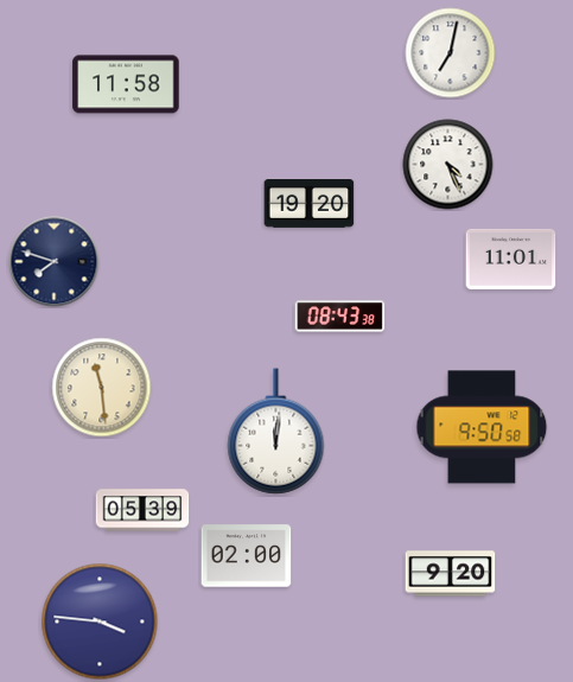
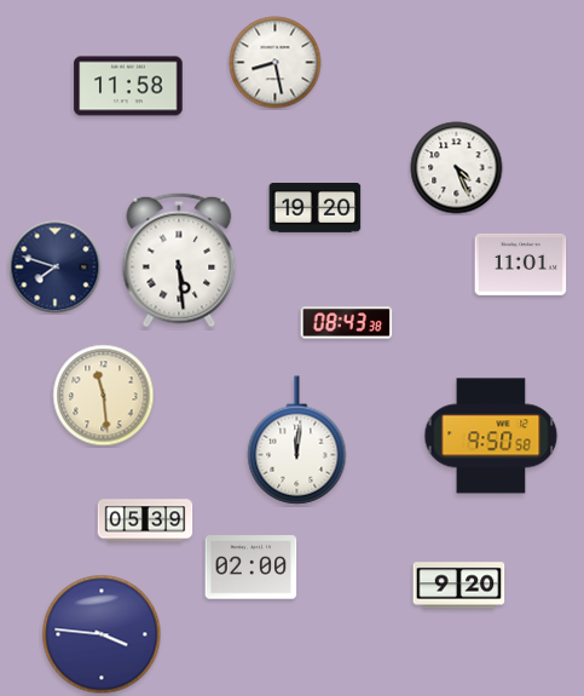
clock at (451, 53): 7:02 -> none
clock at (276, 63): none -> 8:28
clock at (179, 260): none -> 5:29
clock at (276, 432) position: (276, 432) -> (297, 441)
